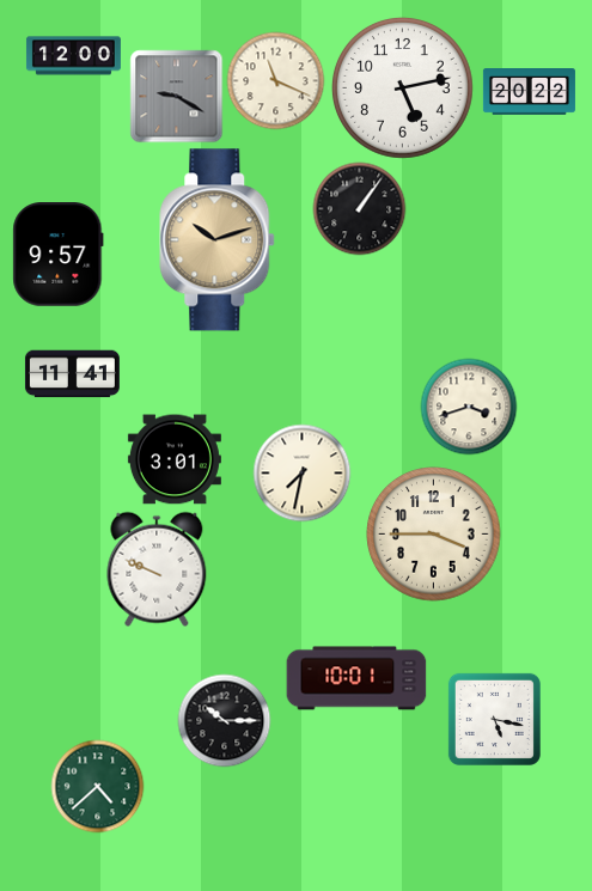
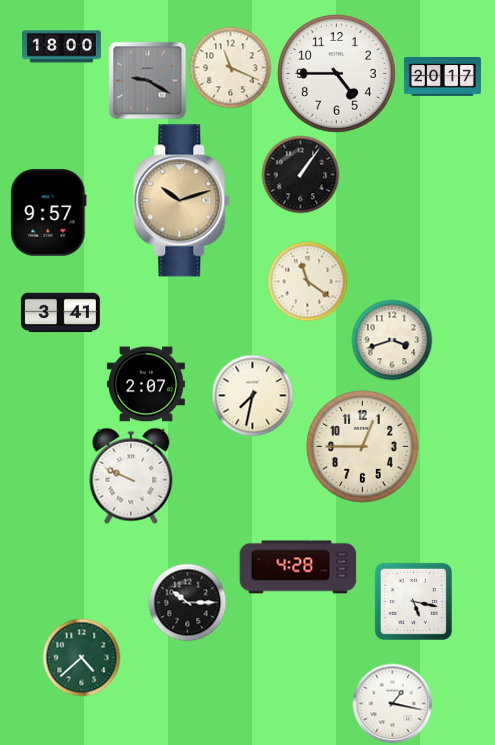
clock at (73, 56): 12:00 -> 18:00
clock at (402, 87): 5:13 -> 4:45
clock at (529, 92): 20:22 -> 20:17
clock at (307, 281): none -> 11:21
clock at (72, 374): 11:41 -> 3:41
clock at (175, 459): 3:01 -> 2:07
clock at (434, 535): 3:45 -> 12:45
clock at (356, 678): 10:01 -> 4:28
clock at (392, 703): none -> 1:17
